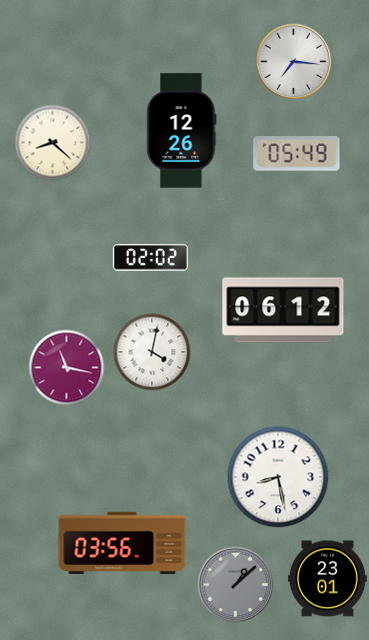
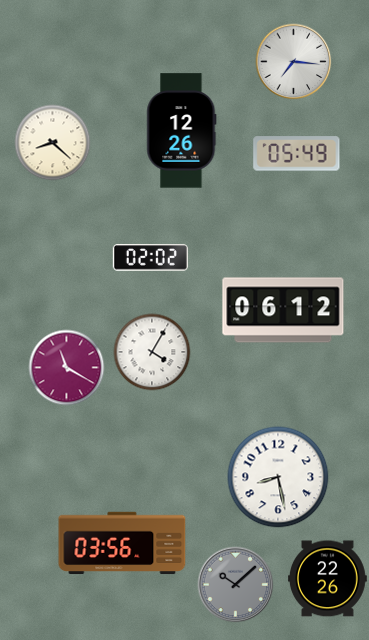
clock at (152, 352): 4:02 -> 4:05
clock at (67, 368): 11:17 -> 11:20
clock at (328, 579): 23:01 -> 22:26
clock at (236, 585): 1:08 -> 10:08
